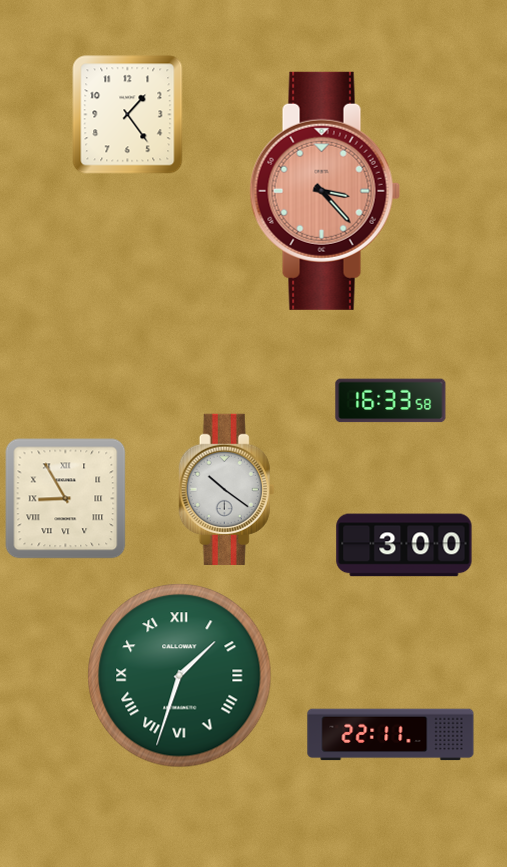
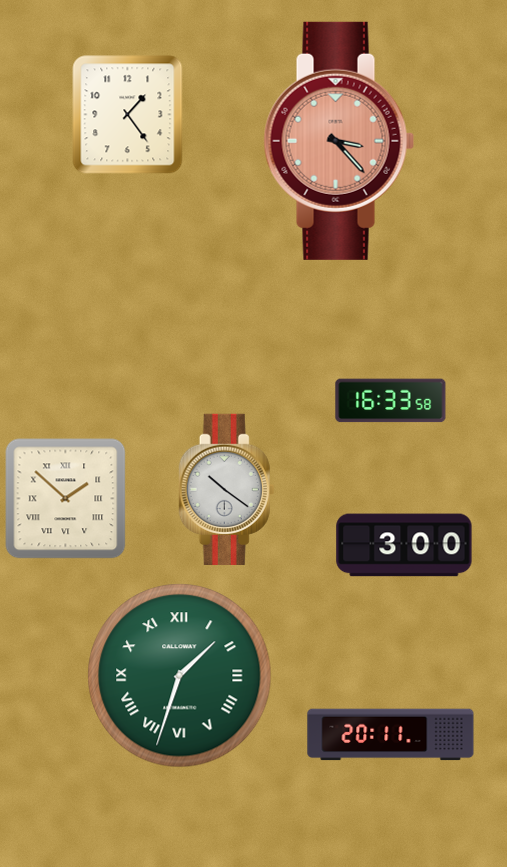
clock at (325, 191) position: (325, 191) -> (339, 141)
clock at (66, 499): 8:55 -> 1:52
clock at (391, 735): 22:11 -> 20:11
